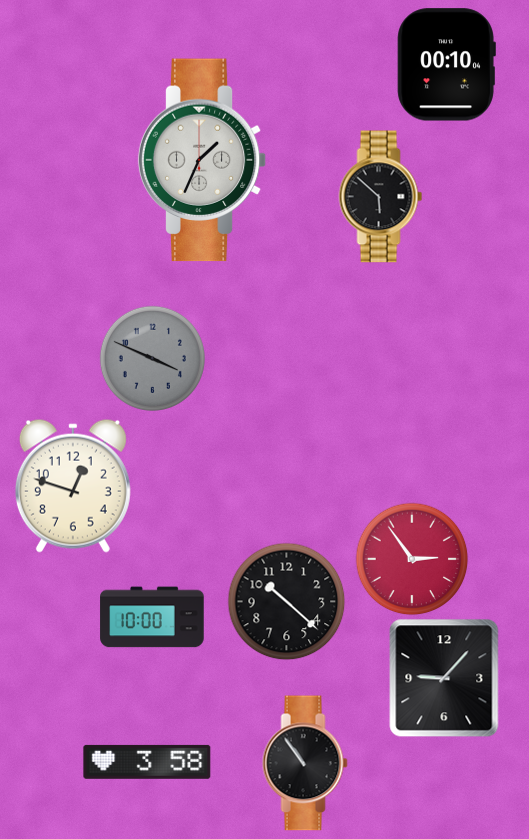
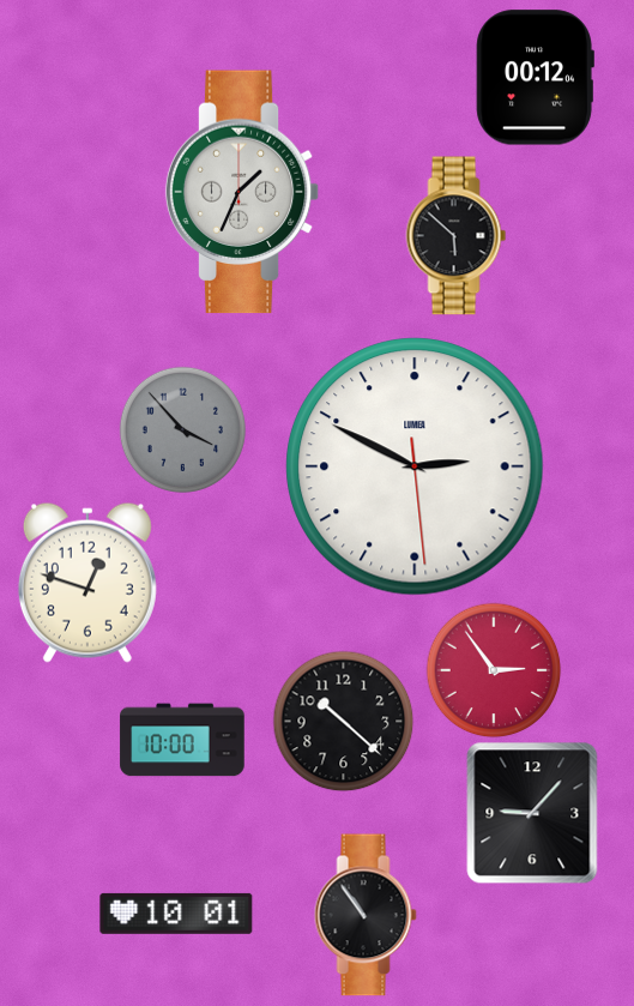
clock at (446, 65): 00:10 -> 00:12
clock at (152, 358): 3:49 -> 3:53
clock at (415, 466): none -> 2:49
clock at (147, 762): 3:58 -> 10:01
